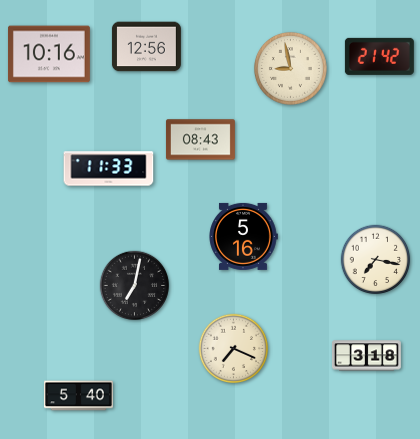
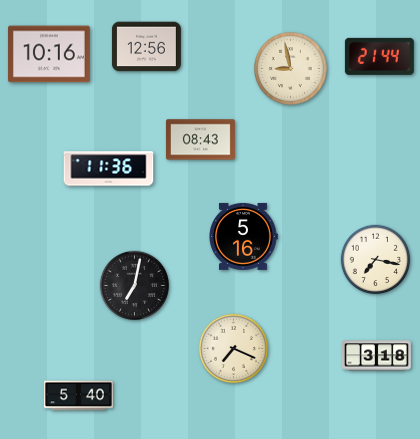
clock at (379, 56): 21:42 -> 21:44
clock at (109, 169): 11:33 -> 11:36
clock at (366, 356) position: (366, 356) -> (376, 356)
